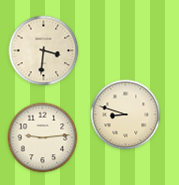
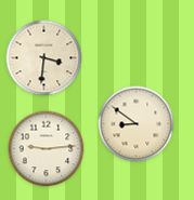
clock at (44, 51) position: (44, 51) -> (44, 58)
clock at (126, 115): 8:48 -> 8:51
